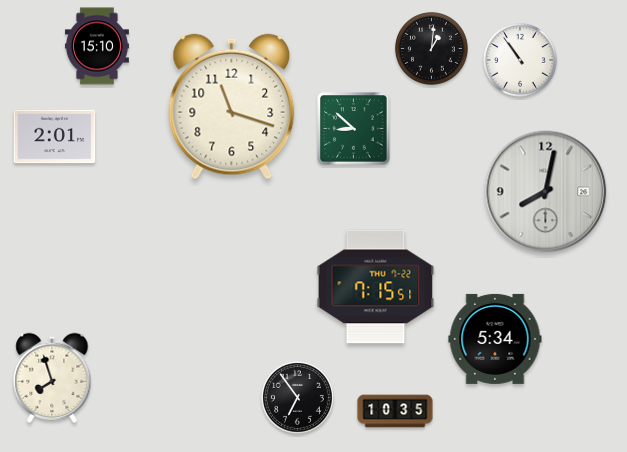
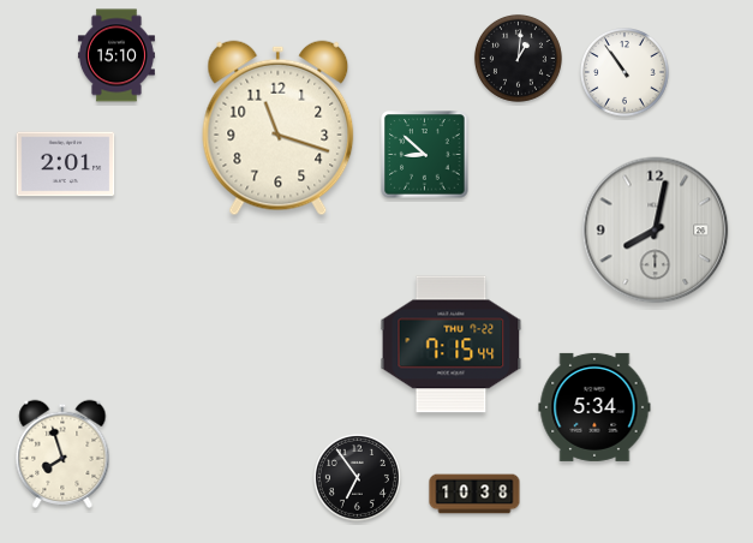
clock at (376, 287): 7:15:51 -> 7:15:44
clock at (395, 411): 10:35 -> 10:38
